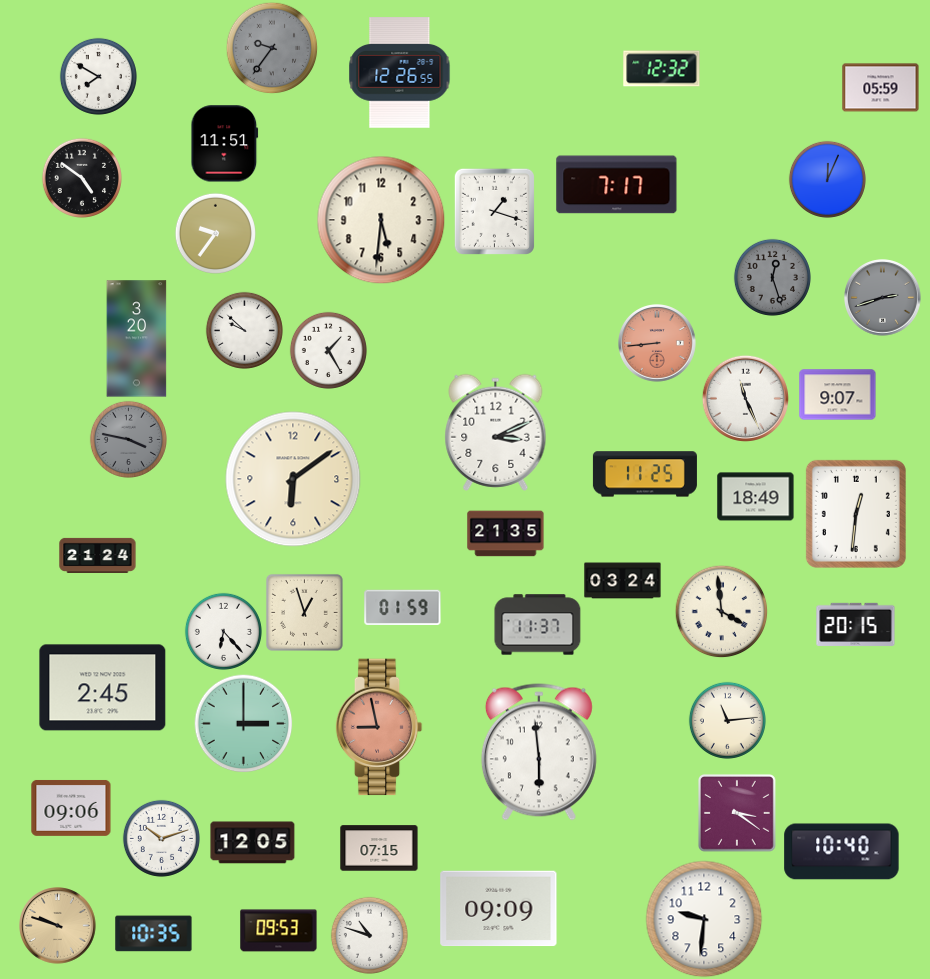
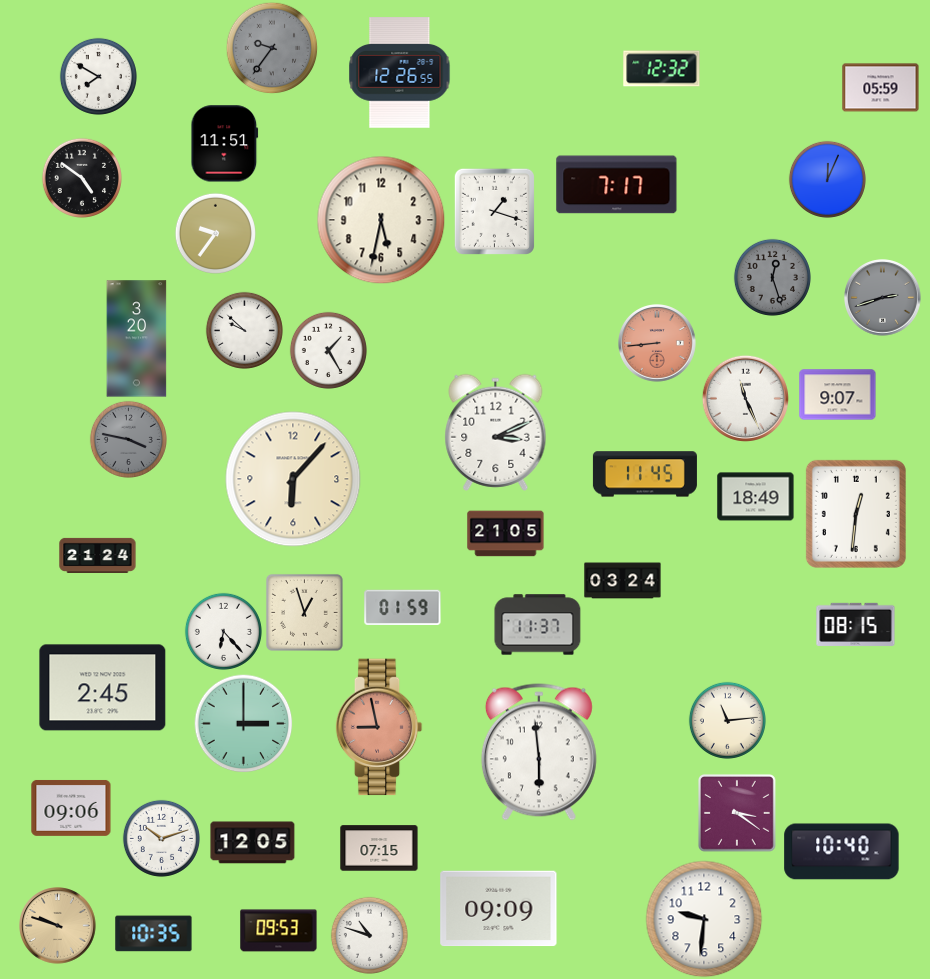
clock at (381, 220): 5:31 -> 5:32
clock at (645, 474): 11:25 -> 11:45
clock at (293, 479): 6:09 -> 6:07
clock at (506, 534): 21:35 -> 21:05
clock at (721, 611): 3:59 -> none
clock at (856, 624): 20:15 -> 08:15
